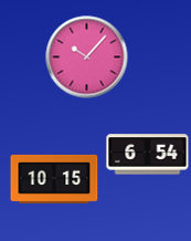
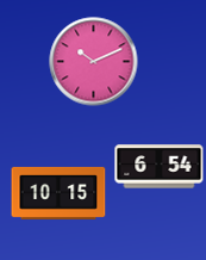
clock at (87, 57): 10:07 -> 10:11
